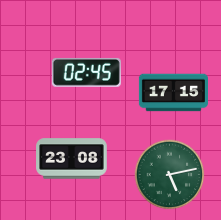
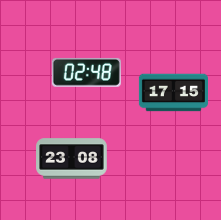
clock at (86, 72): 02:45 -> 02:48
clock at (170, 175): 5:13 -> none
